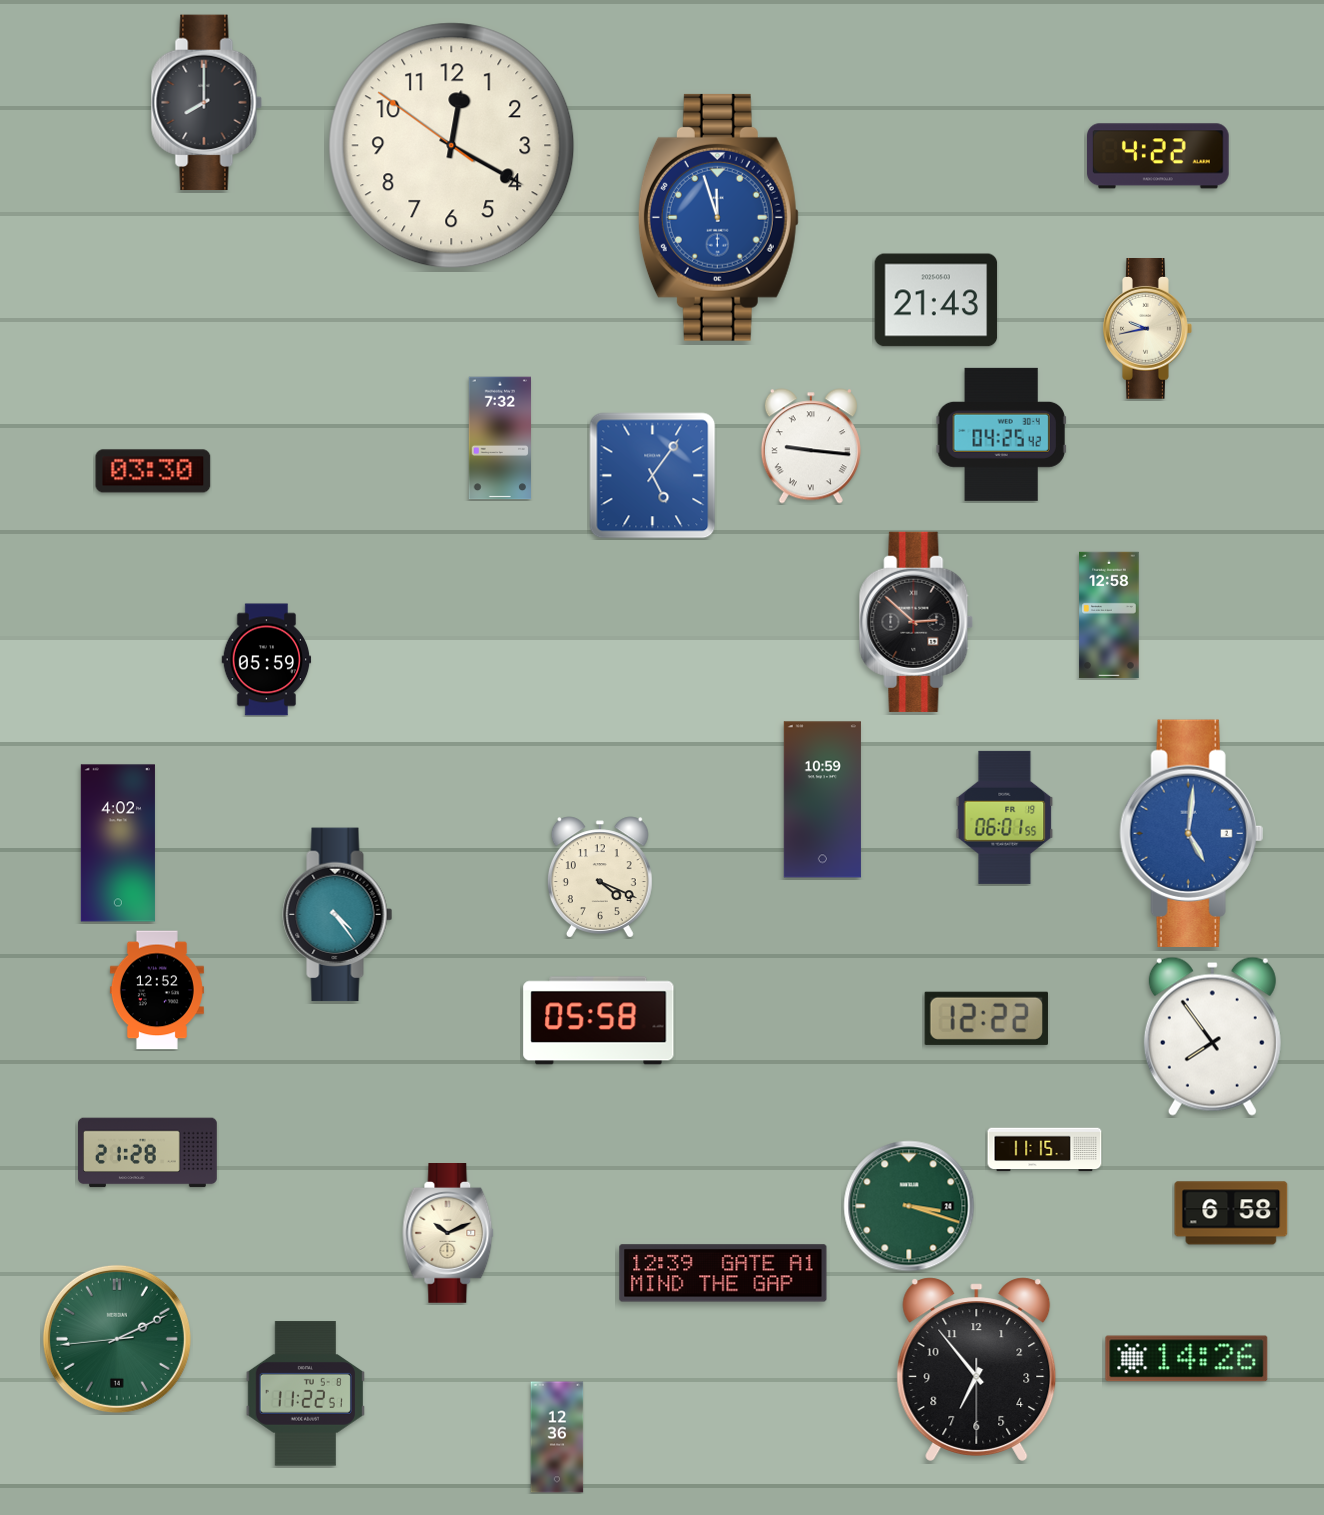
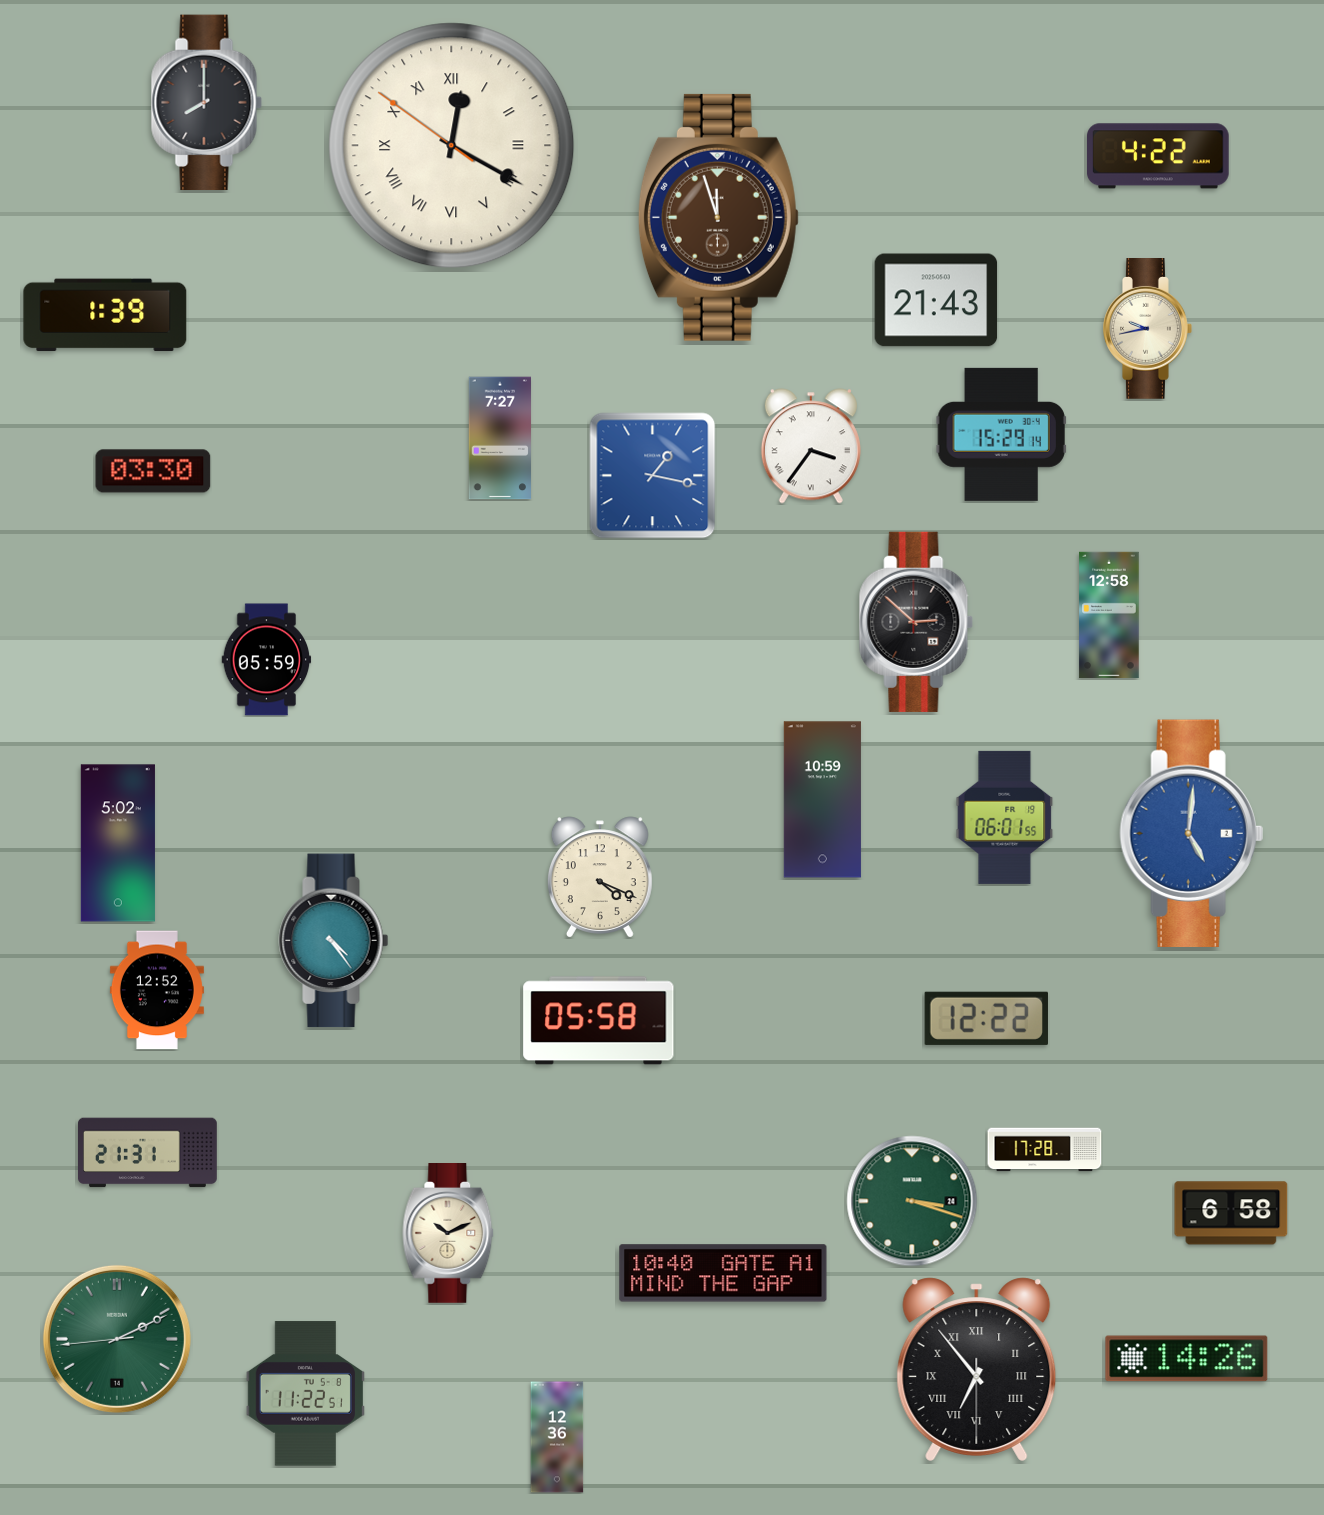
clock at (452, 146) numerals: Arabic -> Roman
clock at (718, 217) dial: blue -> brown
clock at (105, 315): none -> 1:39
clock at (1001, 434): 04:25 -> 15:29
clock at (500, 438): 7:32 -> 7:27
clock at (811, 446): 9:16 -> 3:36
clock at (653, 476): 5:06 -> 1:17
clock at (118, 843): 4:02 -> 5:02
clock at (338, 915) position: (338, 915) -> (334, 941)
clock at (1212, 1036): 7:54 -> none
clock at (1045, 1150): 11:15 -> 17:28
clock at (148, 1153): 21:28 -> 21:31
clock at (909, 1206) position: (909, 1206) -> (912, 1201)
clock at (723, 1273): 12:39 -> 10:40
clock at (977, 1369) numerals: Arabic -> Roman
